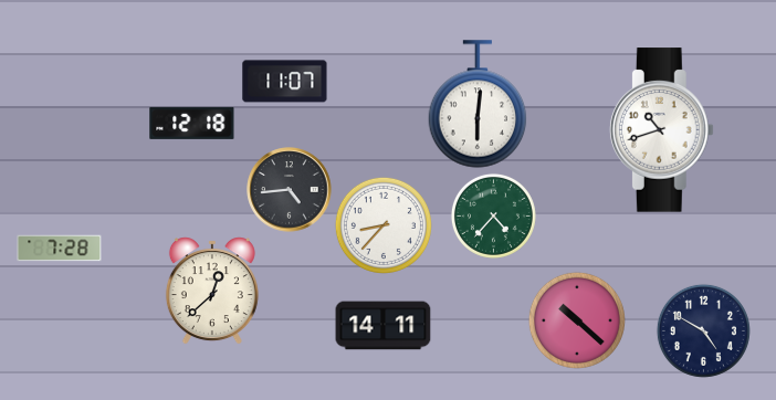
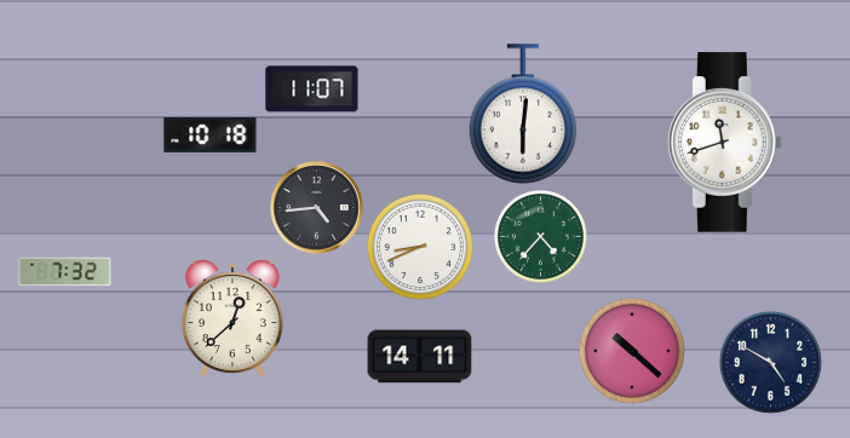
clock at (192, 123): 12:18 -> 10:18
clock at (661, 130): 10:42 -> 11:42
clock at (384, 225): 8:37 -> 8:41
clock at (60, 249): 7:28 -> 7:32
